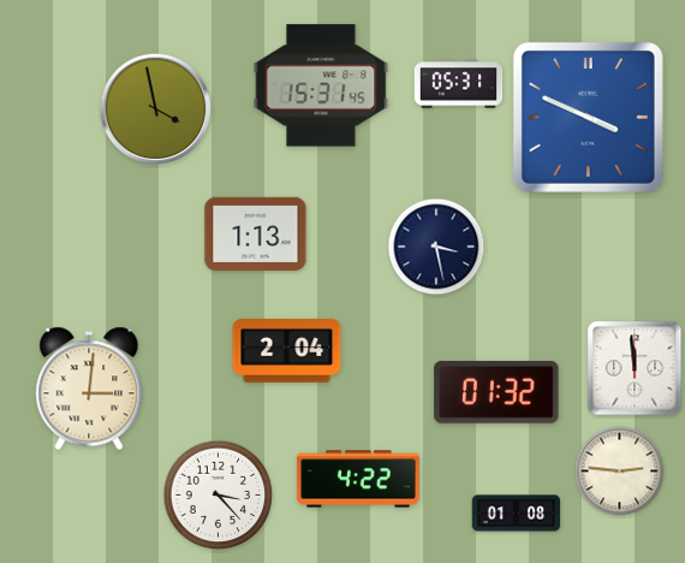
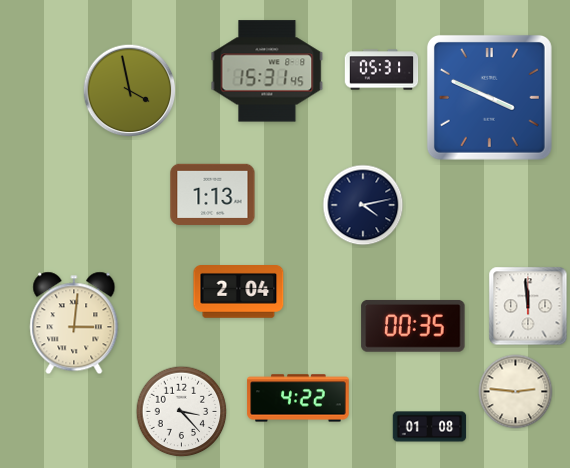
clock at (436, 247): 3:28 -> 4:13
clock at (496, 392): 01:32 -> 00:35
